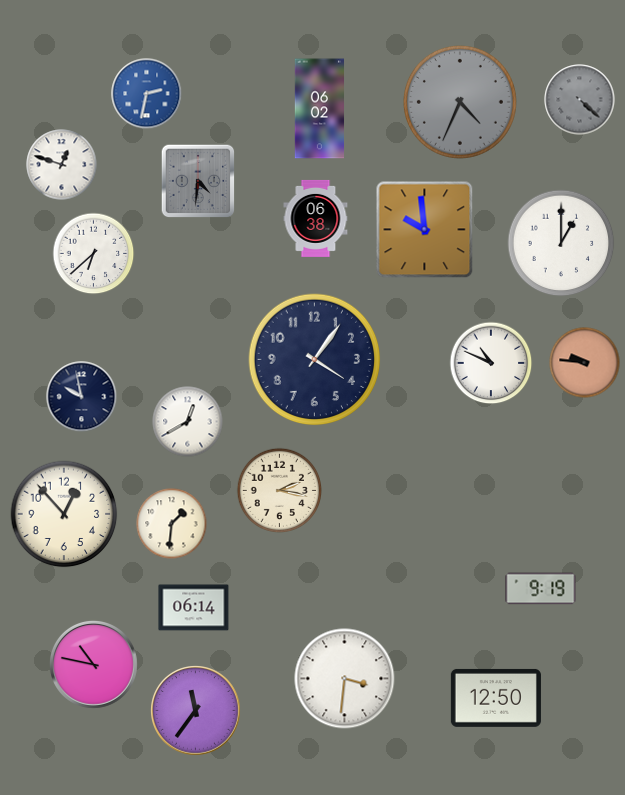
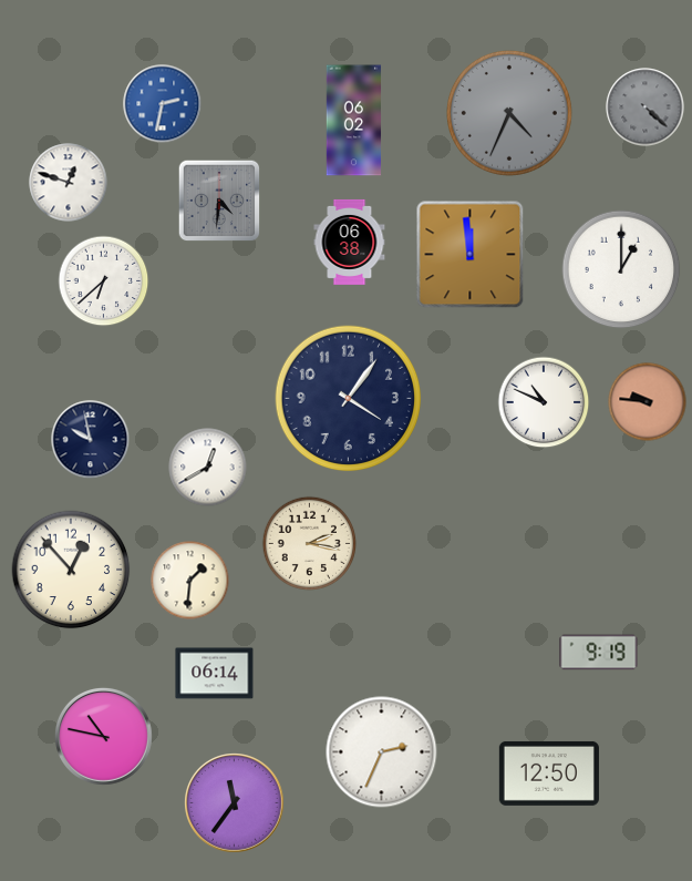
clock at (580, 100) position: (580, 100) -> (645, 107)
clock at (425, 230): 9:59 -> 11:59
clock at (345, 679): 3:31 -> 2:34
clock at (196, 711) position: (196, 711) -> (235, 803)
